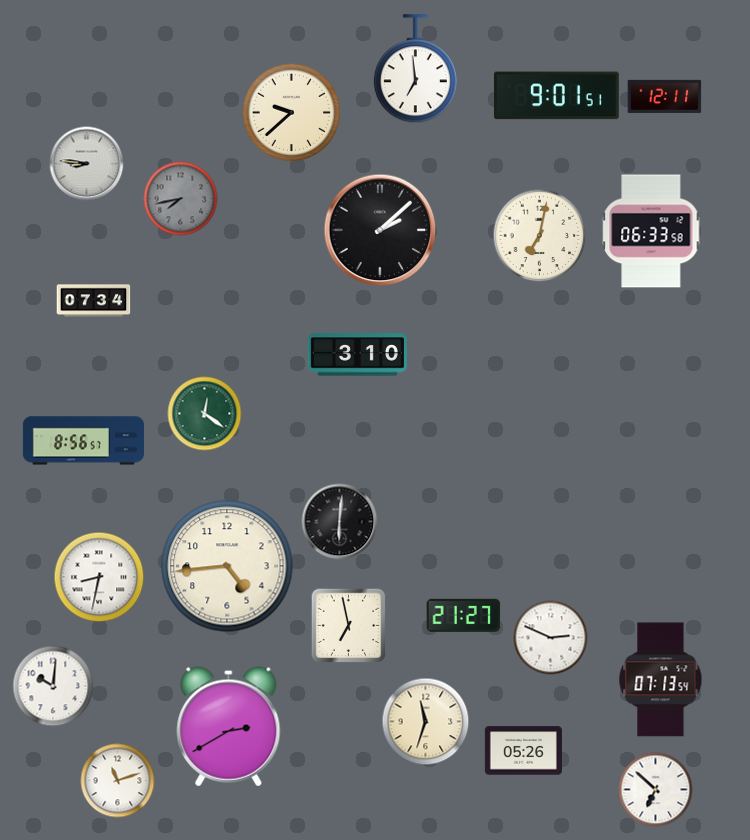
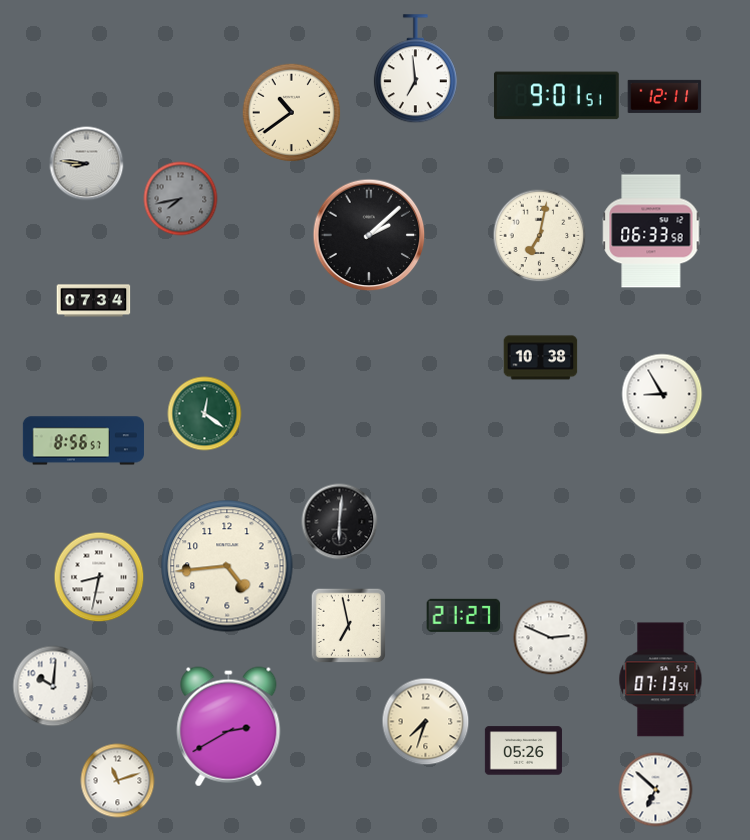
clock at (292, 113): 9:38 -> 10:39
clock at (380, 230) position: (380, 230) -> (369, 235)
clock at (357, 355): 3:10 -> none
clock at (541, 358): none -> 10:38
clock at (662, 394): none -> 8:55
clock at (426, 722): 11:33 -> 7:33
